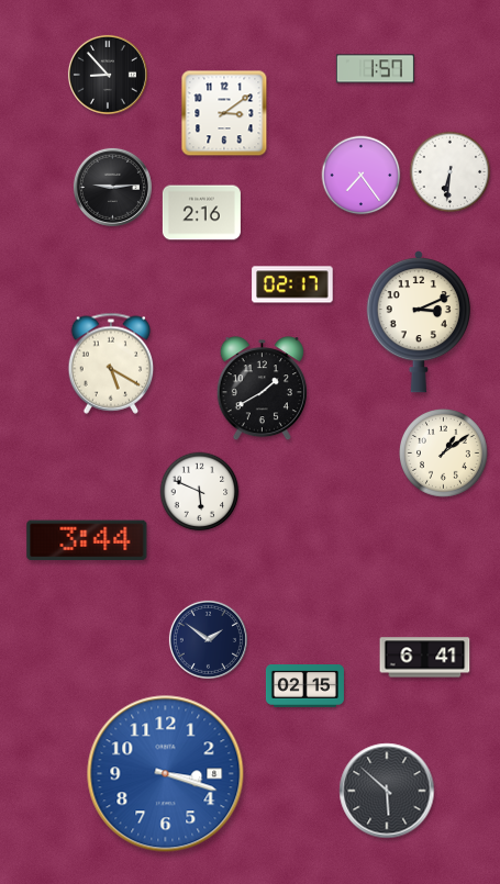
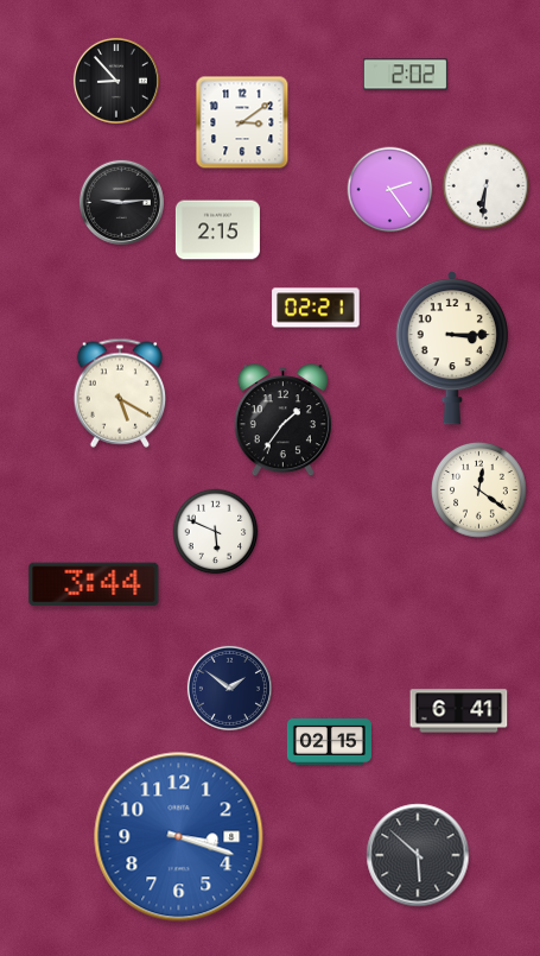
clock at (375, 69): 1:57 -> 2:02
clock at (362, 176): 7:24 -> 2:24
clock at (201, 213): 2:16 -> 2:15
clock at (292, 284): 02:17 -> 02:21
clock at (419, 323): 3:11 -> 3:15
clock at (262, 389): 1:40 -> 1:36
clock at (444, 454): 1:09 -> 12:21
clock at (208, 639) position: (208, 639) -> (229, 688)
